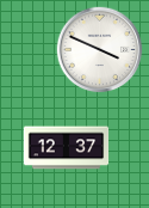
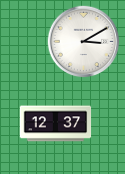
clock at (100, 50): 3:49 -> 3:10
